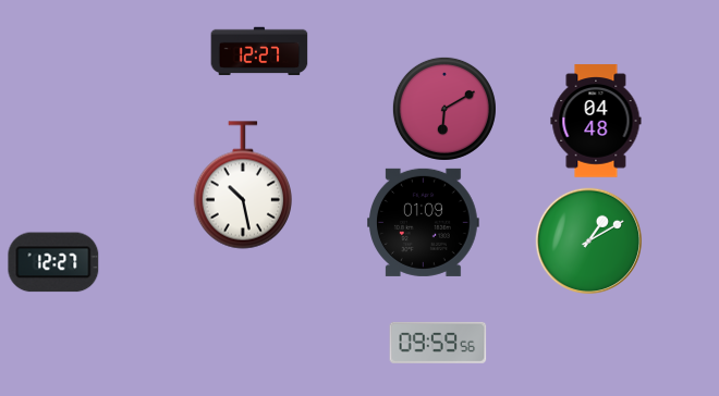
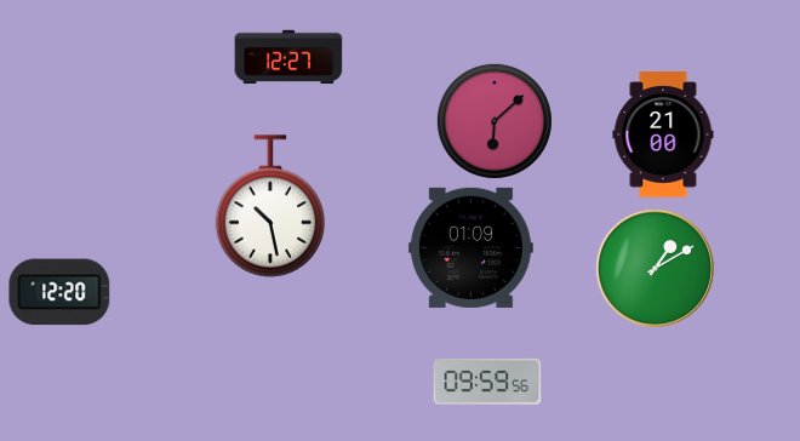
clock at (444, 109): 6:10 -> 6:08
clock at (596, 121): 04:48 -> 21:00
clock at (53, 262): 12:27 -> 12:20
